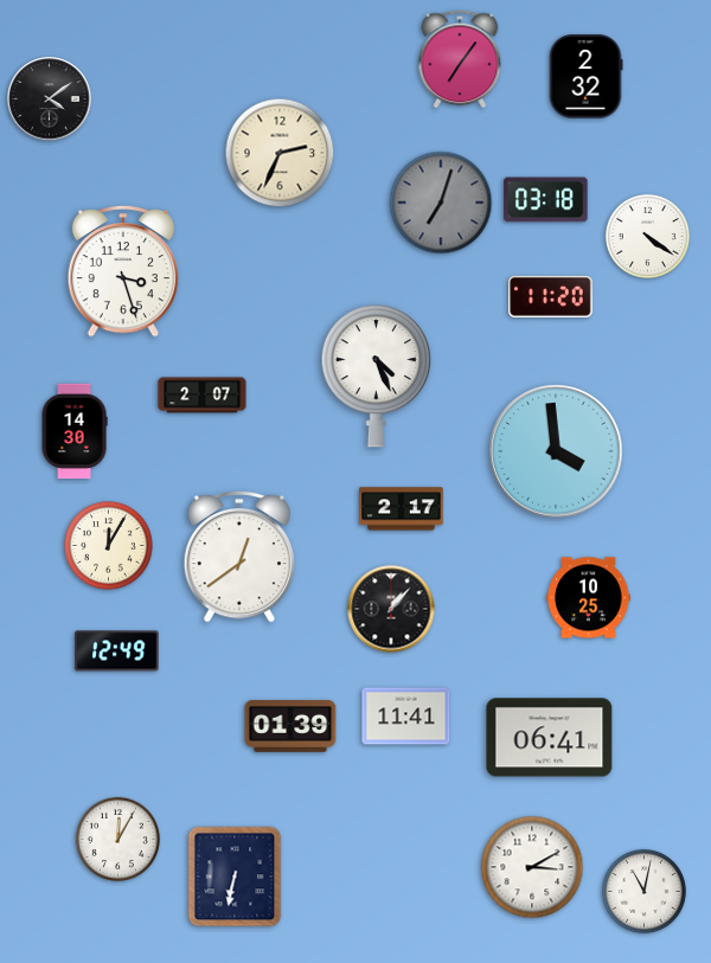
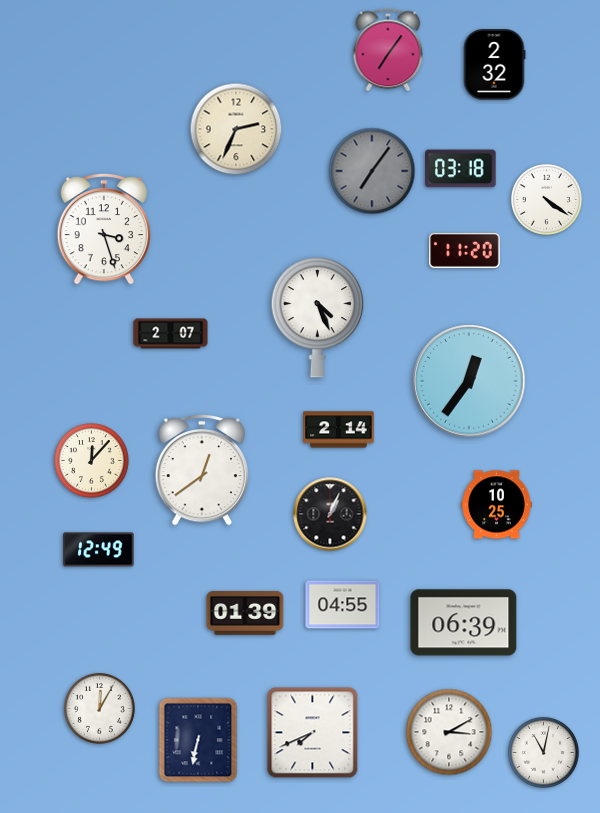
clock at (50, 99): 4:09 -> none
clock at (441, 203): 7:03 -> 7:06
clock at (75, 431): 14:30 -> none
clock at (556, 451): 3:59 -> 12:36
clock at (402, 509): 2:17 -> 2:14
clock at (109, 546): 12:05 -> 12:07
clock at (391, 609): 1:07 -> 1:04
clock at (406, 717): 11:41 -> 04:55
clock at (550, 738): 06:41 -> 06:39
clock at (313, 733): none -> 7:41
